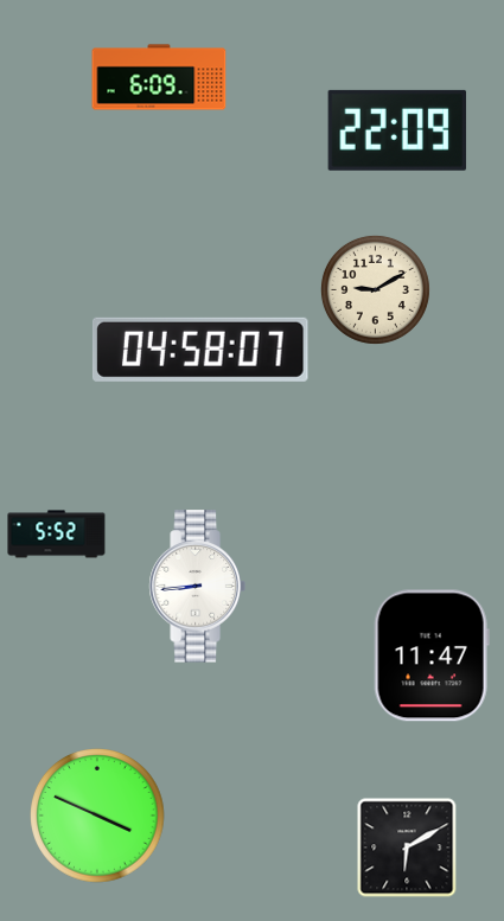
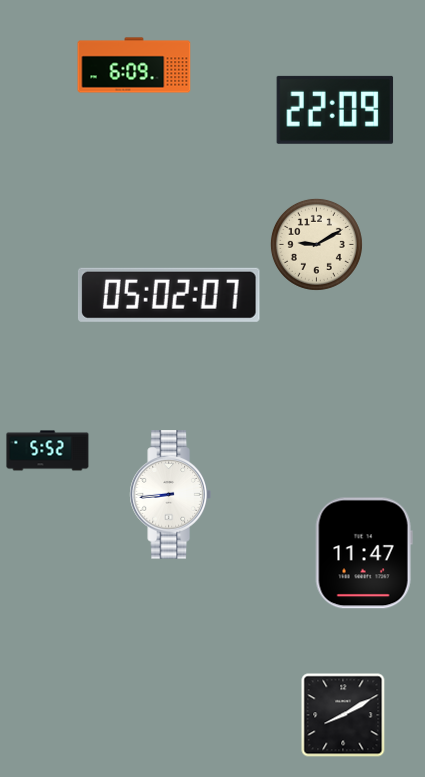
clock at (200, 350): 04:58 -> 05:02
clock at (197, 587) position: (197, 587) -> (170, 495)
clock at (97, 816): 3:49 -> none
clock at (407, 848): 6:10 -> 8:10
